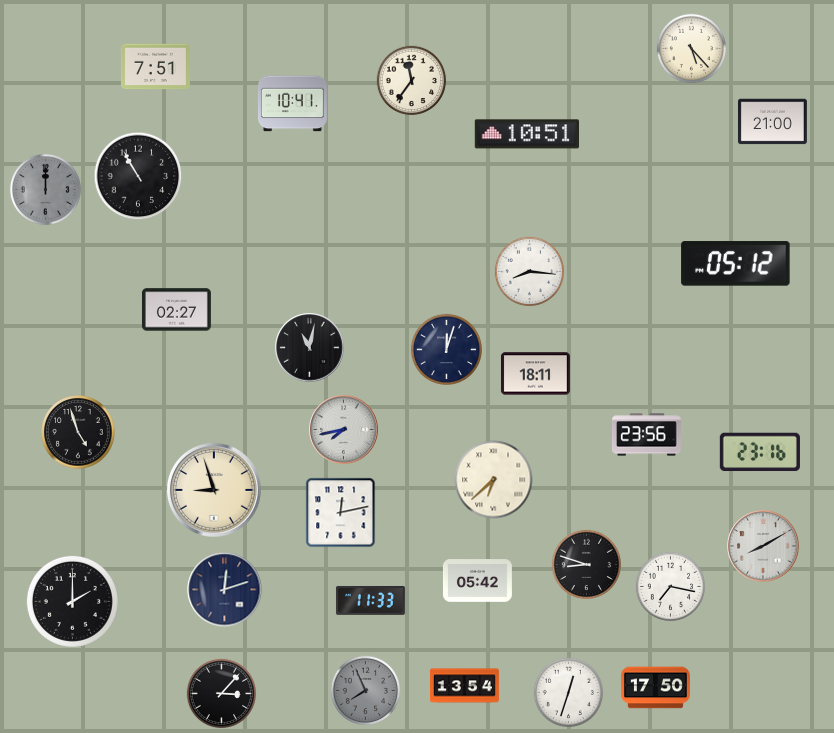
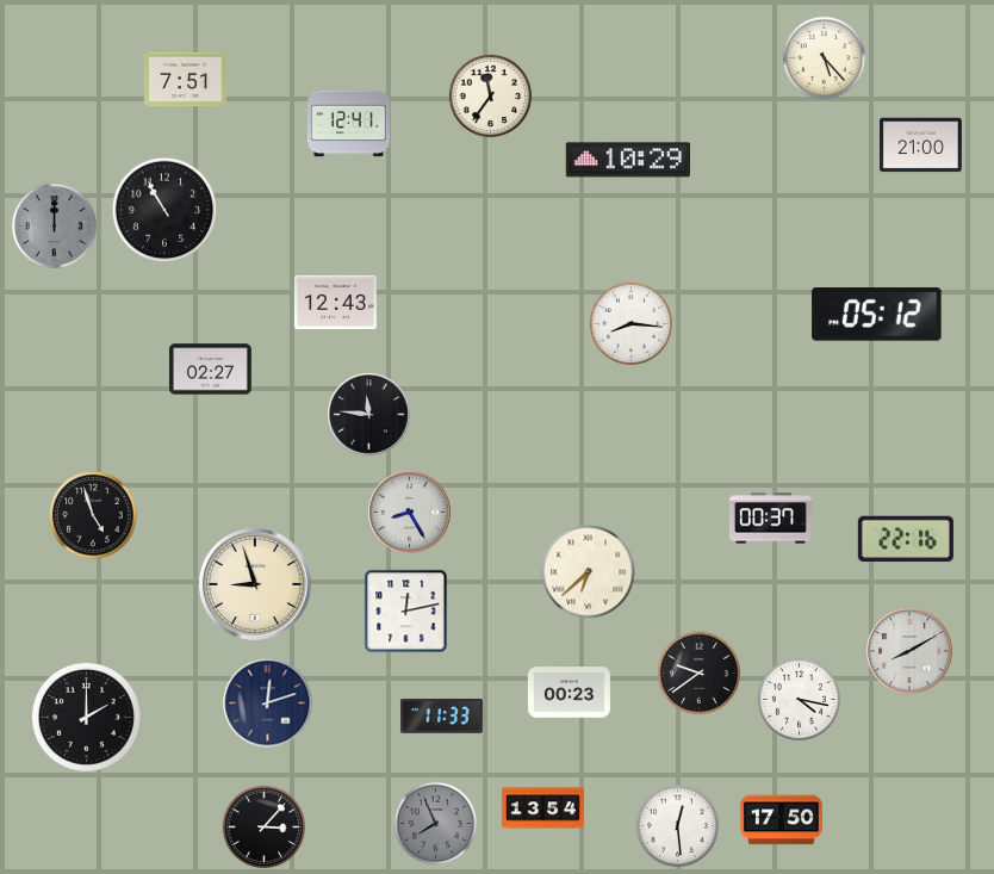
clock at (292, 104): 10:41 -> 12:41
clock at (526, 134): 10:51 -> 10:29
clock at (335, 302): none -> 12:43
clock at (310, 348): 11:02 -> 11:46
clock at (446, 349): 12:03 -> none
clock at (535, 374): 18:11 -> none
clock at (344, 430): 7:43 -> 8:25
clock at (646, 435): 23:56 -> 00:37
clock at (760, 452): 23:16 -> 22:16
clock at (587, 565): 8:48 -> 9:39
clock at (477, 581): 05:42 -> 00:23
clock at (671, 587): 7:17 -> 4:17
clock at (464, 686) position: (464, 686) -> (542, 808)
clock at (569, 693): 12:33 -> 12:29
